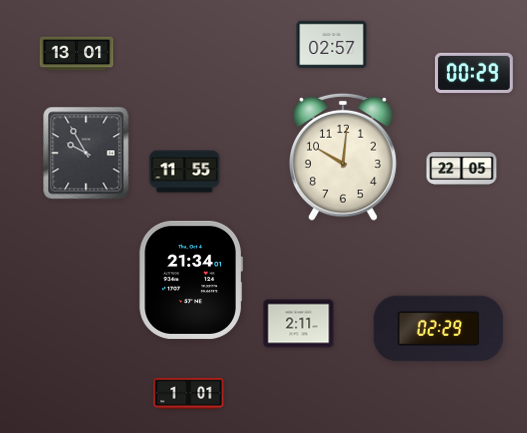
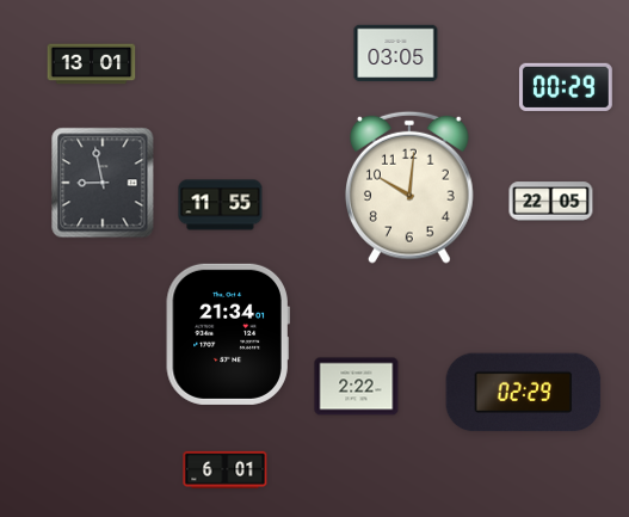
clock at (332, 45): 02:57 -> 03:05
clock at (86, 153): 9:55 -> 8:58
clock at (299, 324): 2:11 -> 2:22
clock at (189, 393): 1:01 -> 6:01
